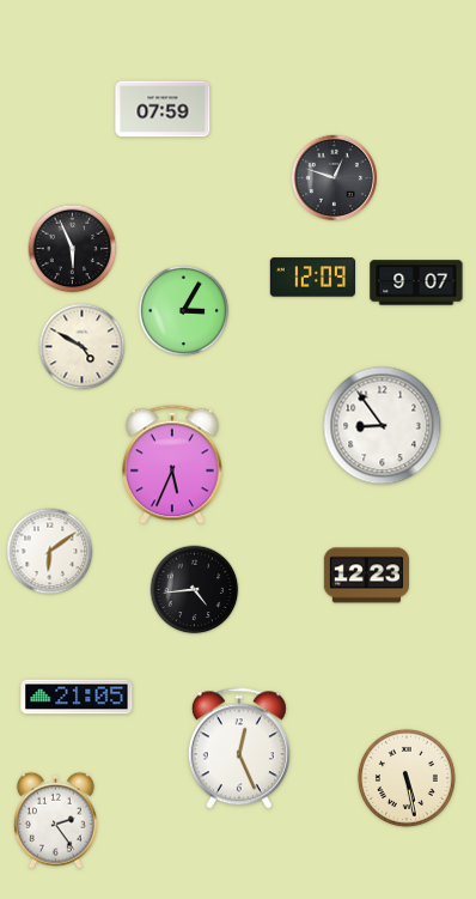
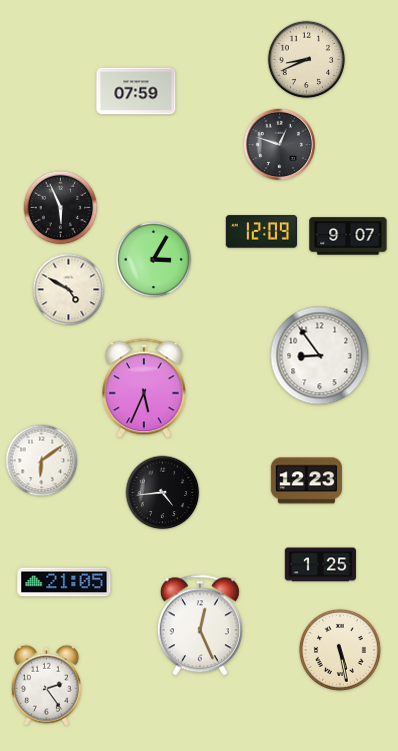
clock at (307, 60): none -> 8:41
clock at (334, 177) position: (334, 177) -> (279, 144)
clock at (320, 565): none -> 1:25
